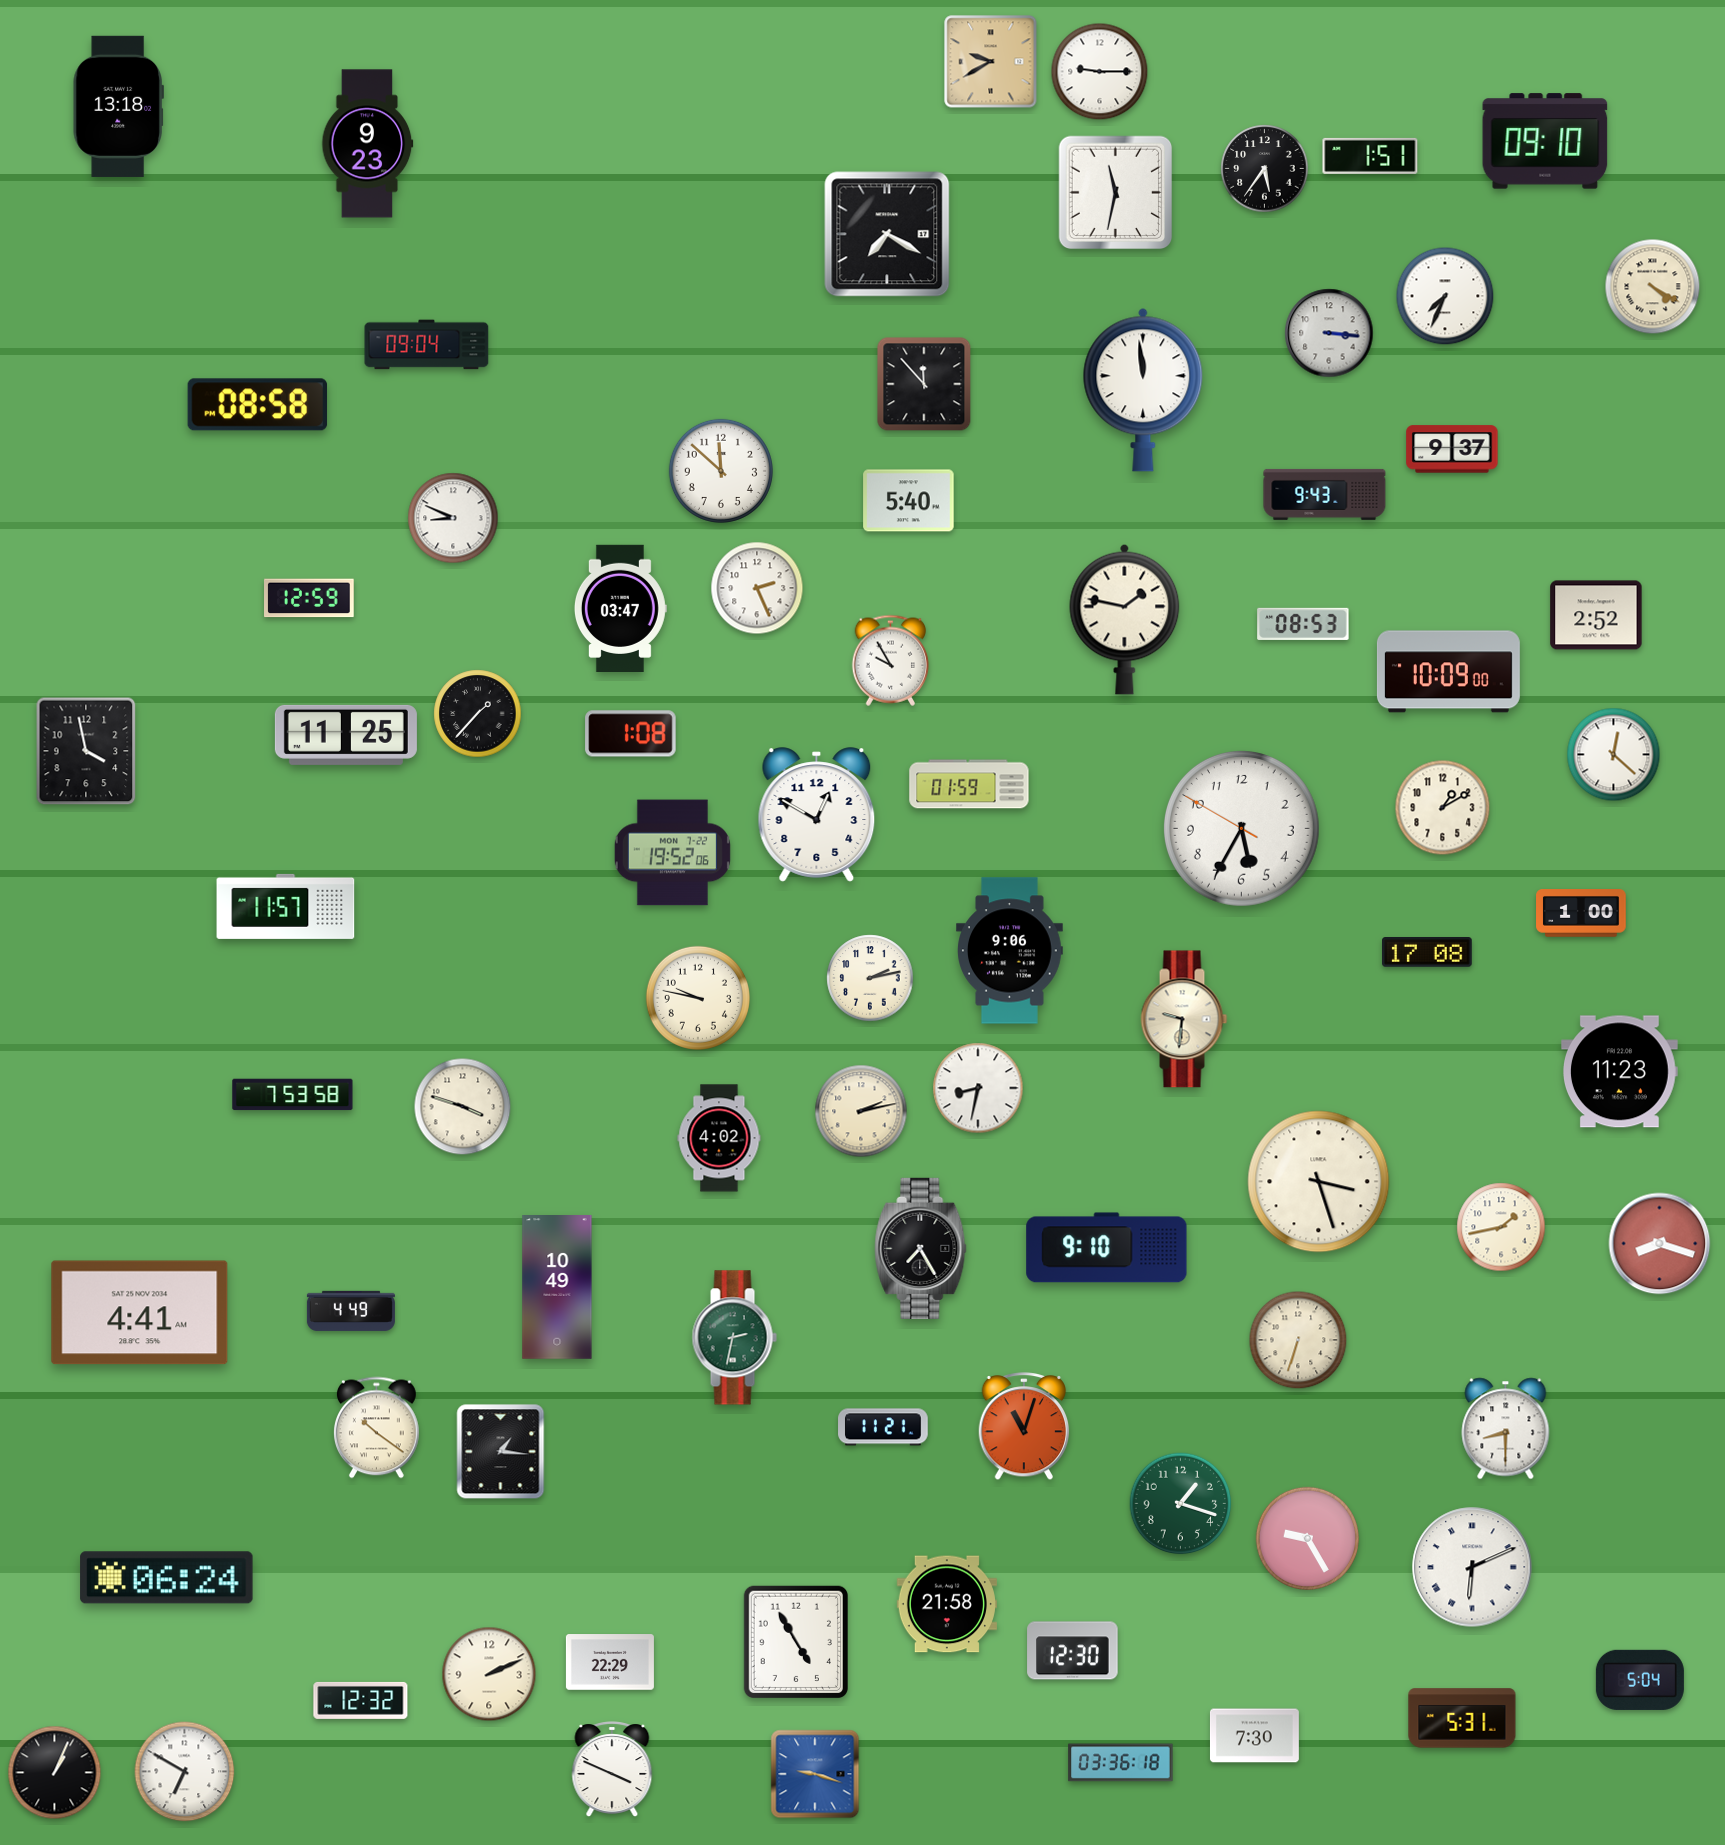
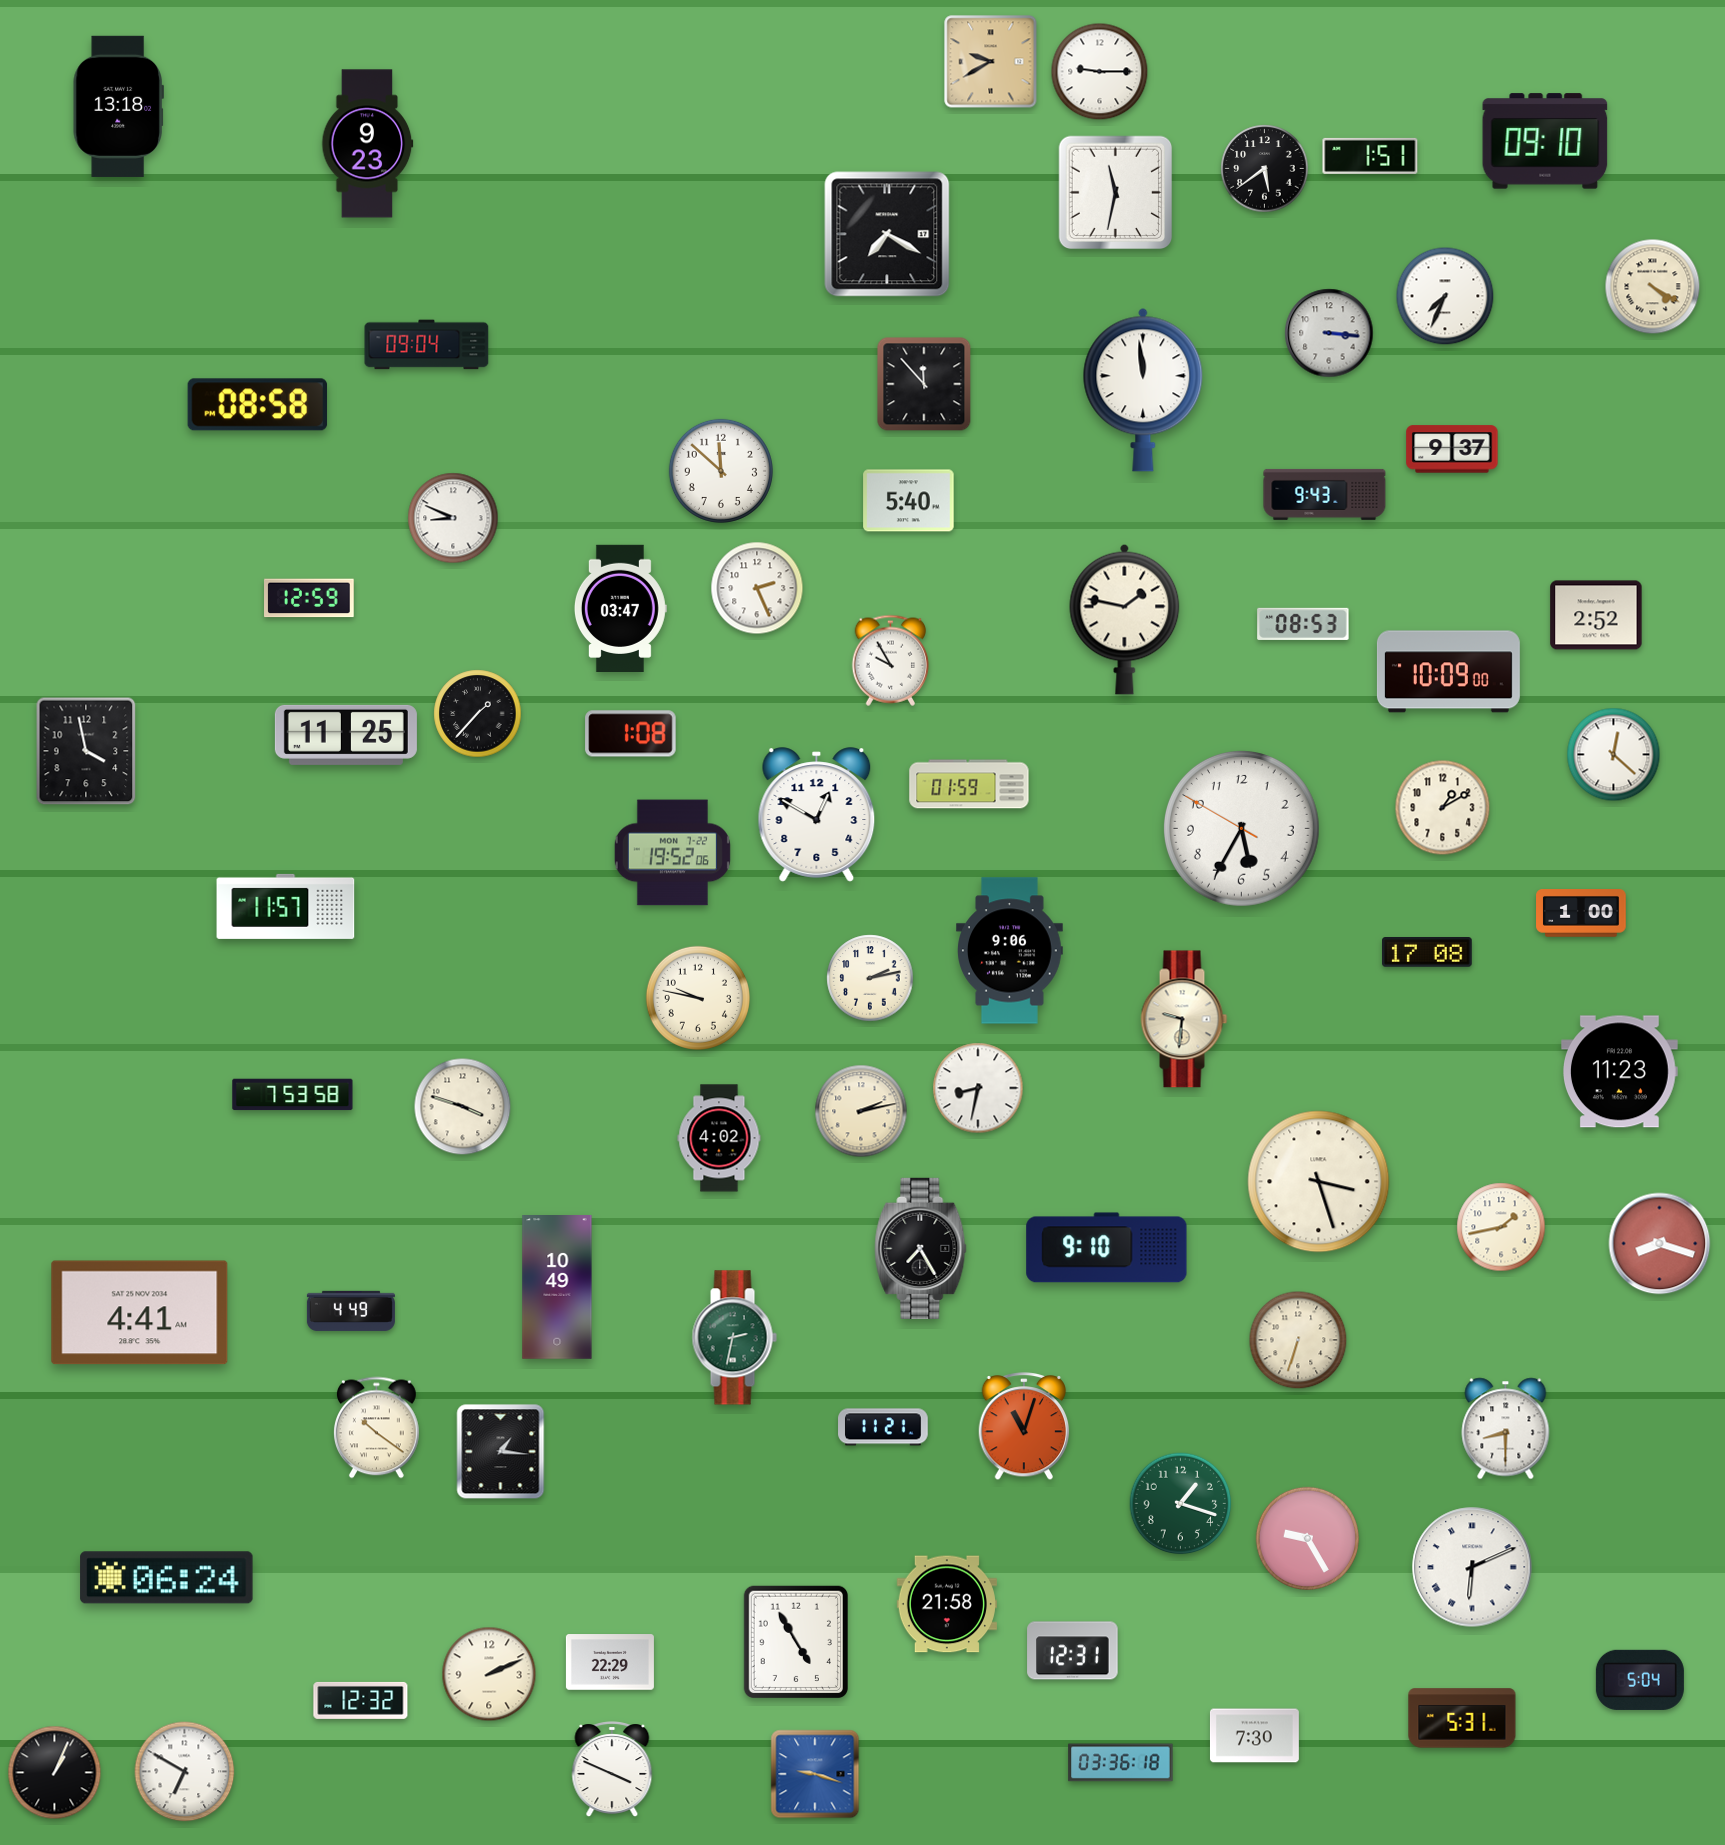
clock at (1265, 169): 5:36 -> 5:39
clock at (1073, 1651): 12:30 -> 12:31
